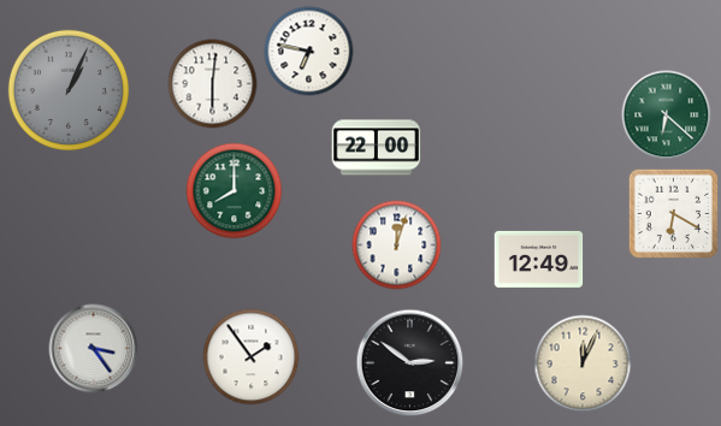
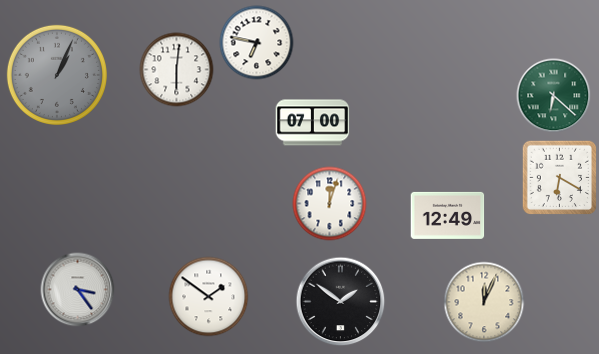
clock at (377, 148): 22:00 -> 07:00
clock at (235, 191): 8:00 -> none
clock at (252, 357): 1:54 -> 1:51
clock at (410, 363): 2:51 -> 1:51
